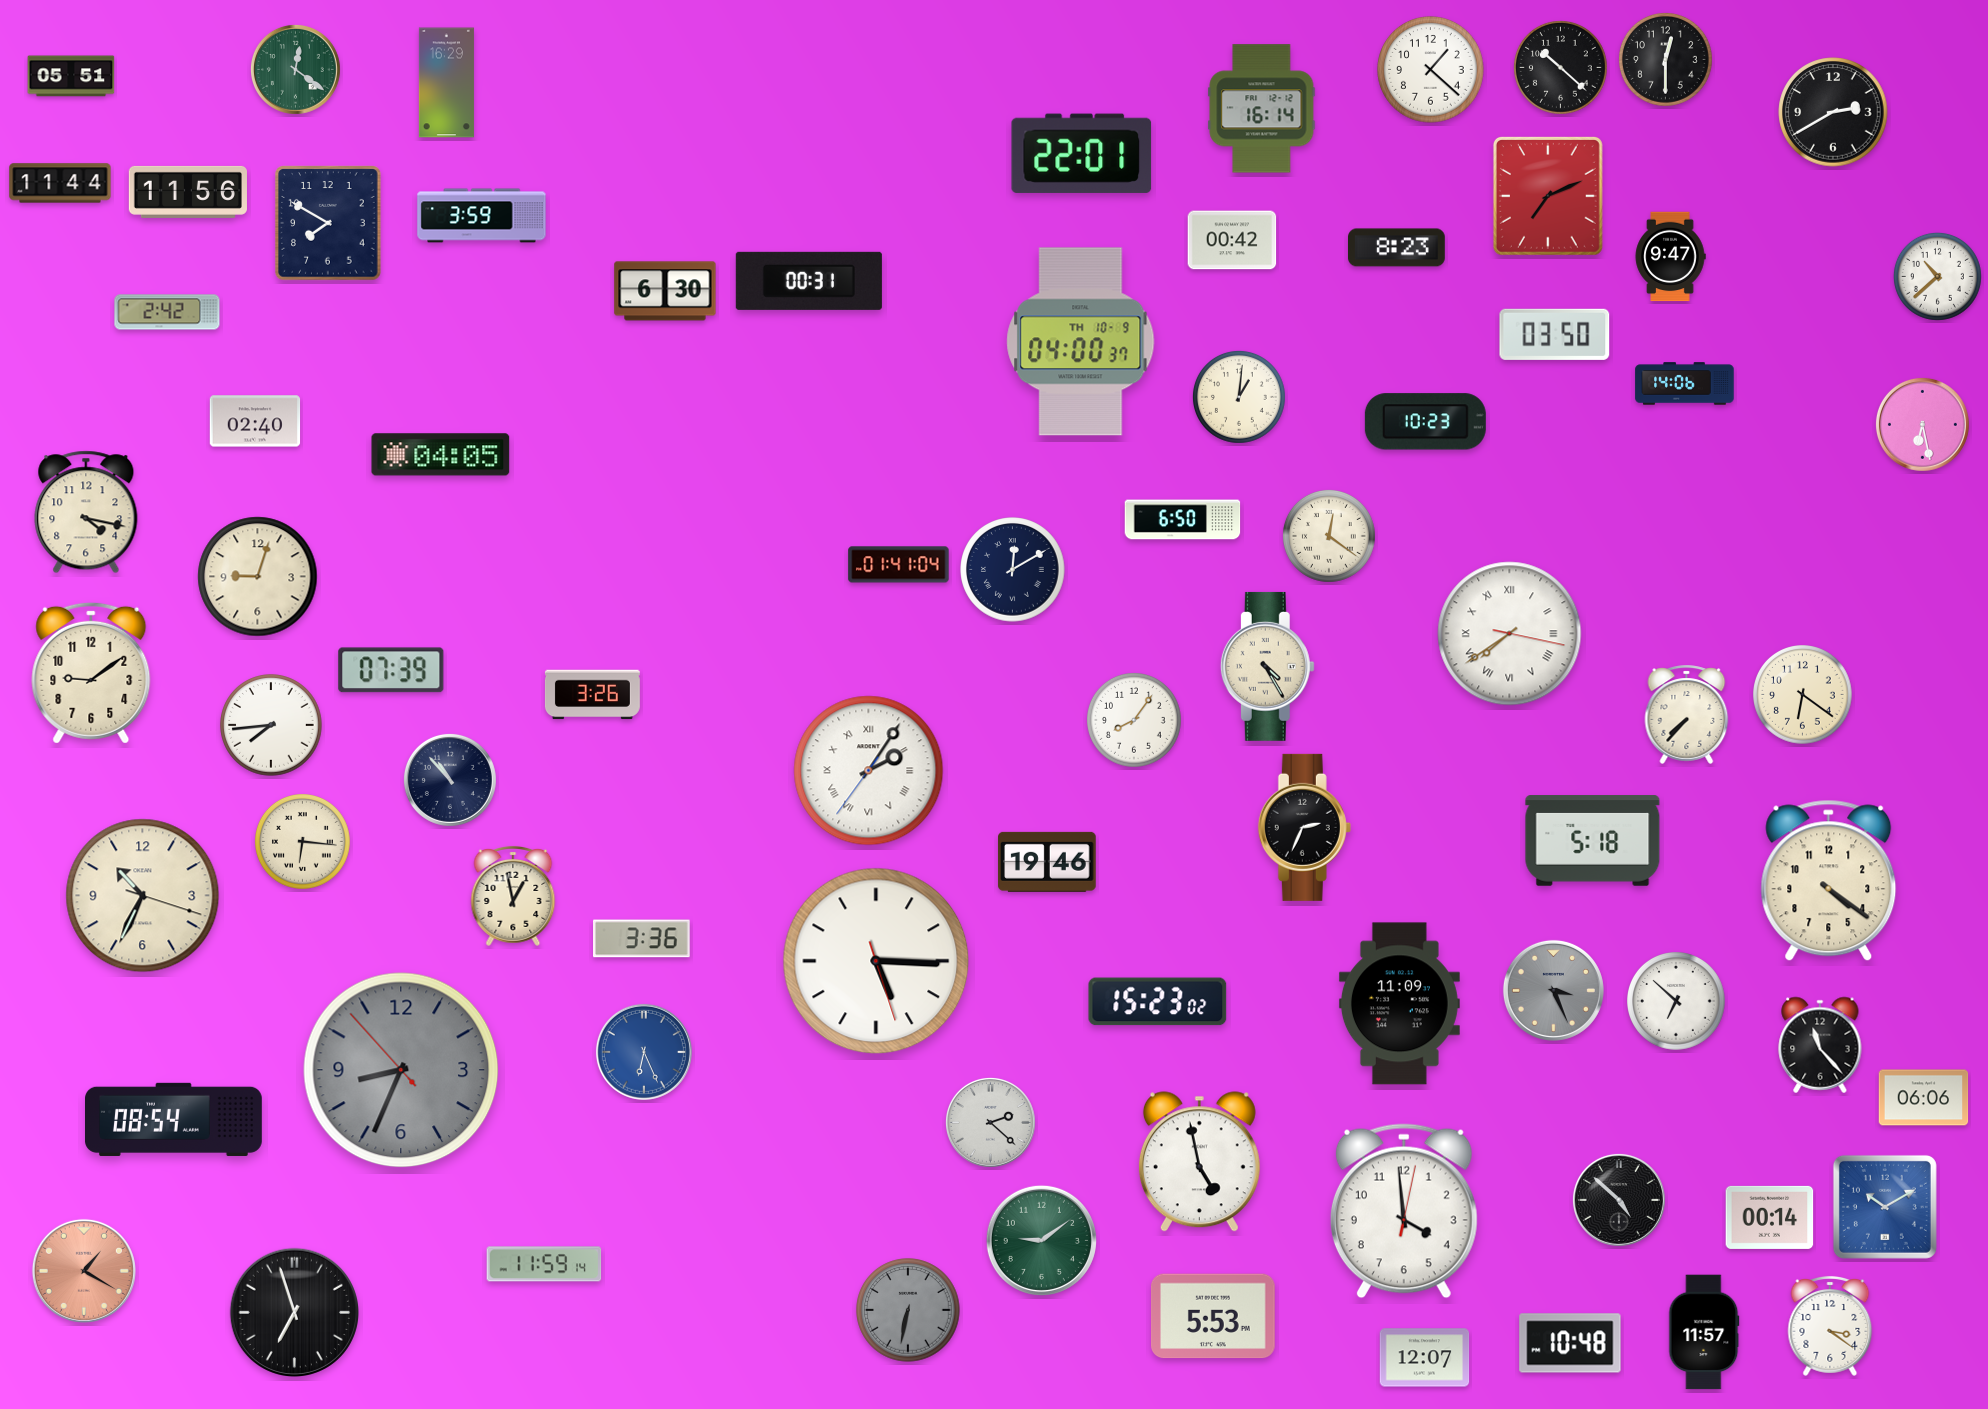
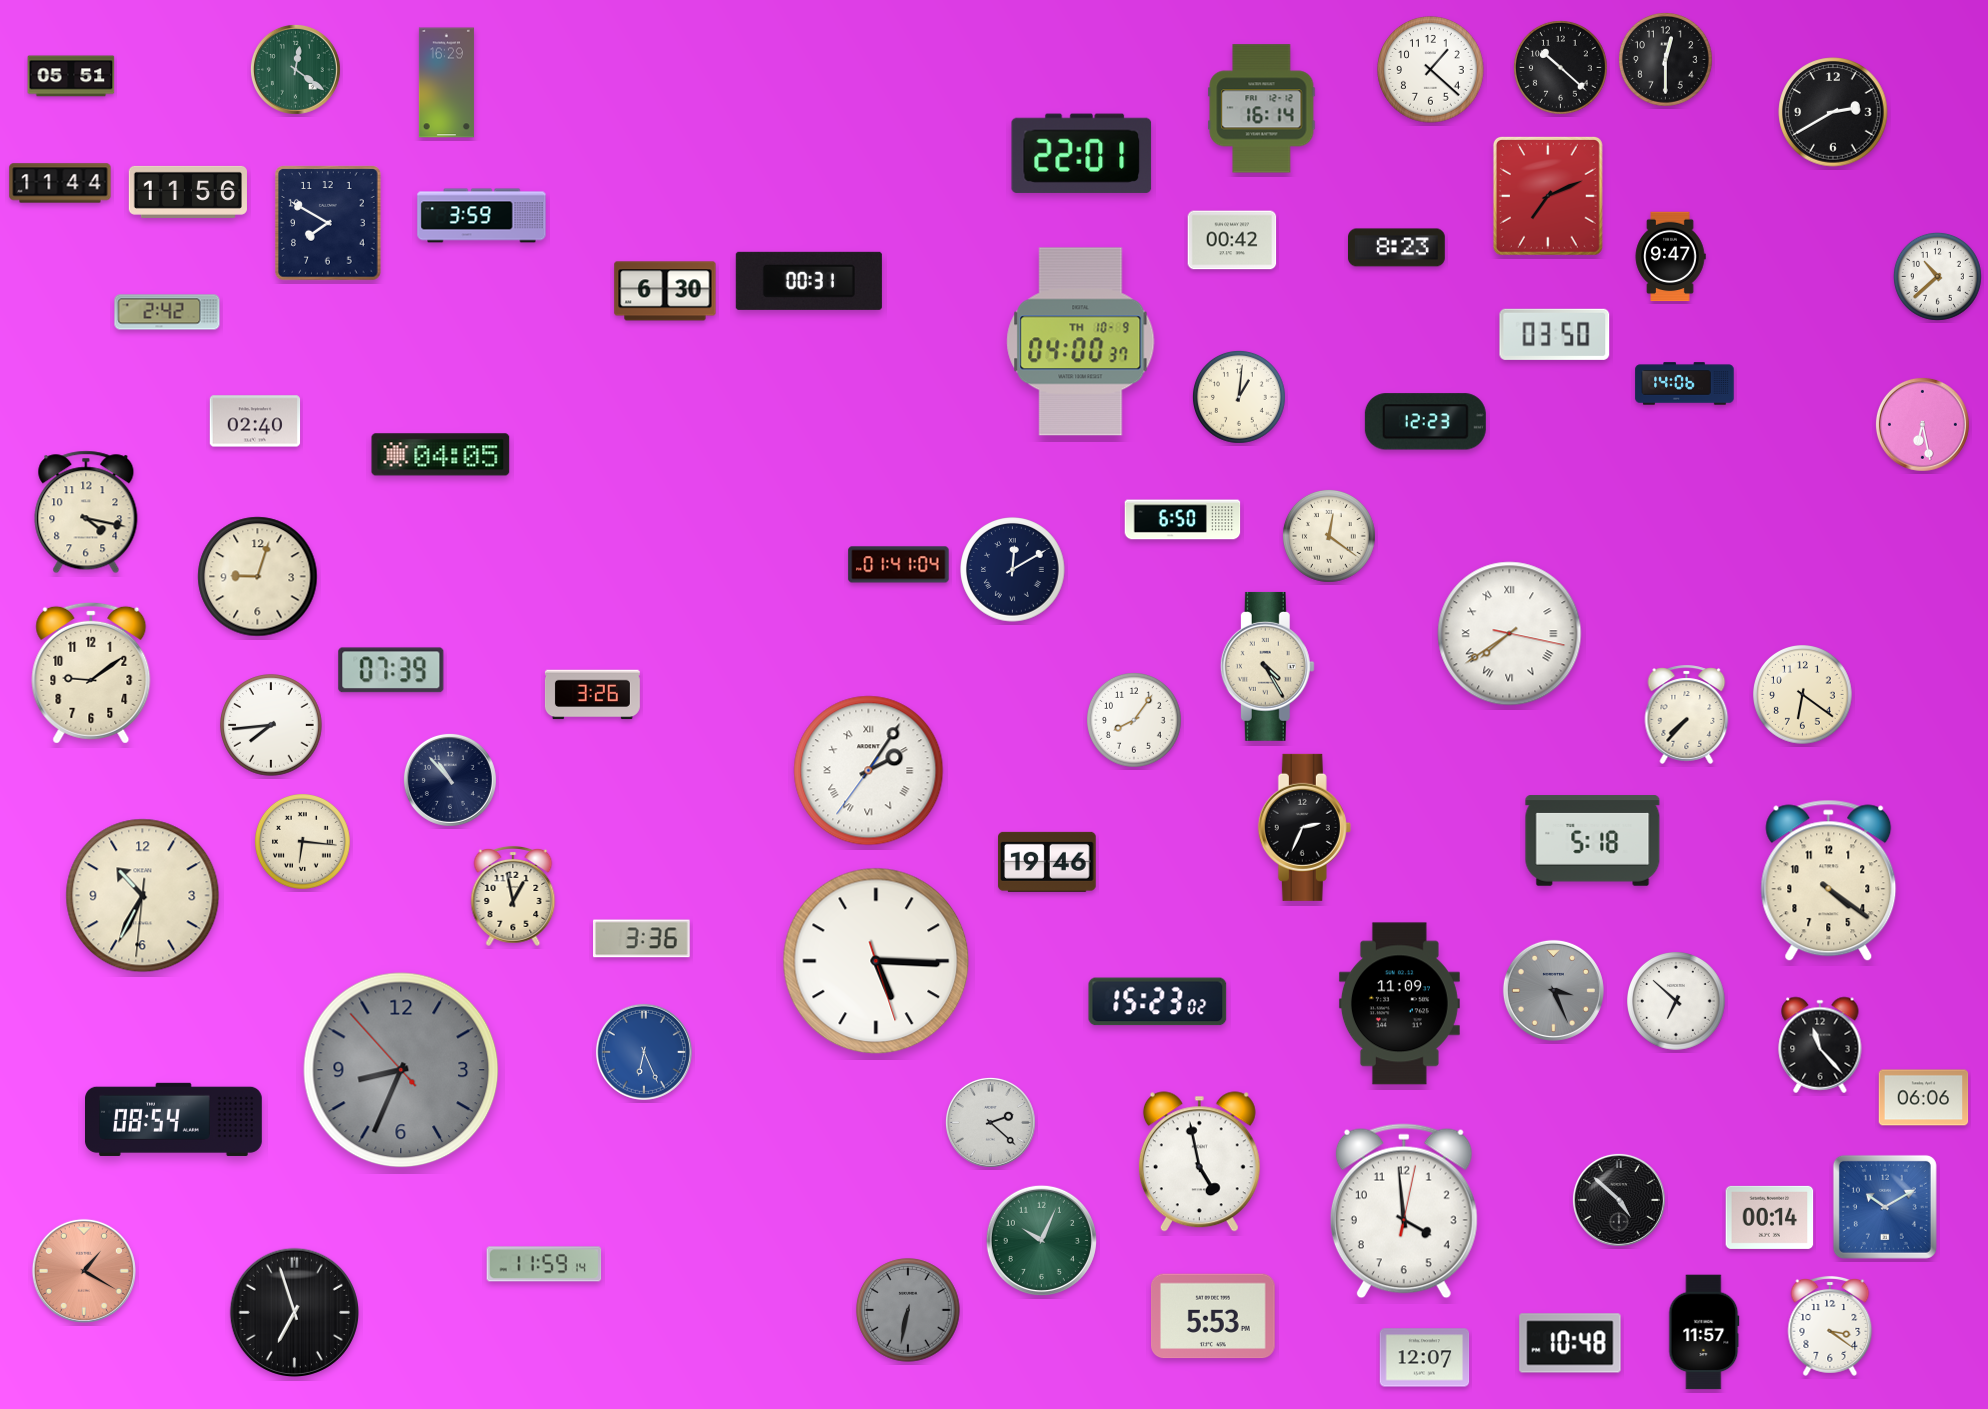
clock at (1425, 422): 10:23 -> 12:23
clock at (143, 896): 10:34:18 -> 10:34:31
clock at (1041, 1240): 9:09 -> 10:04
